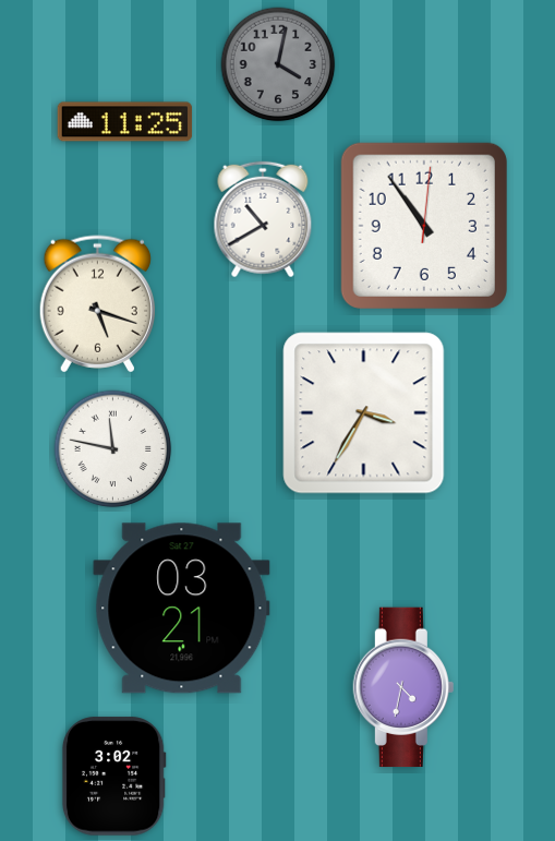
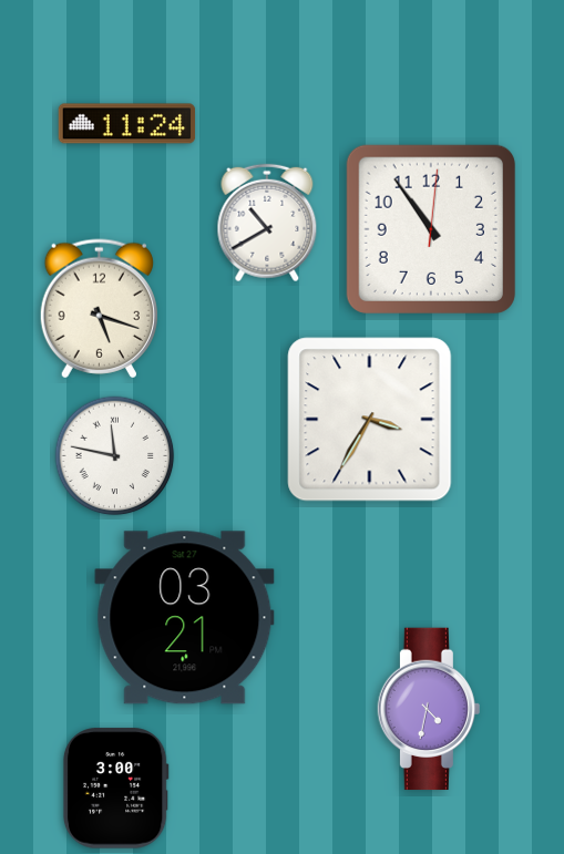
clock at (278, 64): 4:02 -> none
clock at (125, 122): 11:25 -> 11:24
clock at (403, 687) position: (403, 687) -> (429, 709)
clock at (113, 777): 3:02 -> 3:00
